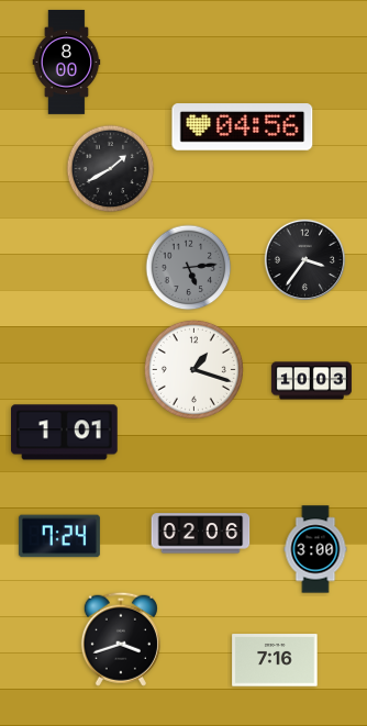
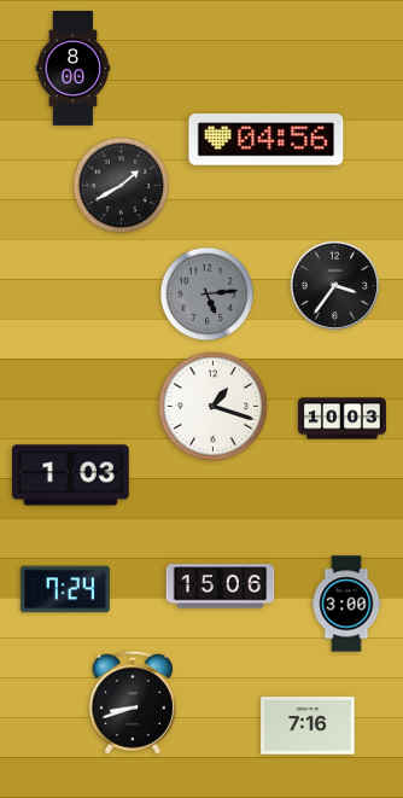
clock at (65, 433): 1:01 -> 1:03
clock at (201, 534): 02:06 -> 15:06
clock at (121, 639): 3:42 -> 8:42
clock at (275, 660) position: (275, 660) -> (308, 726)
